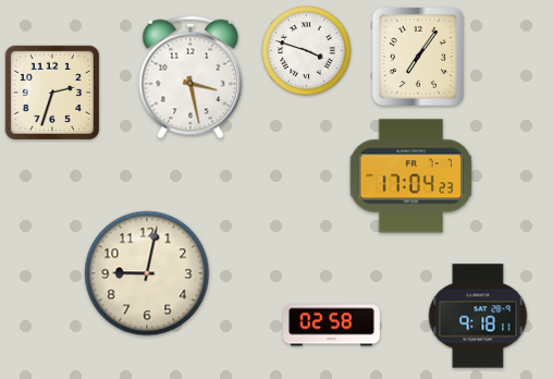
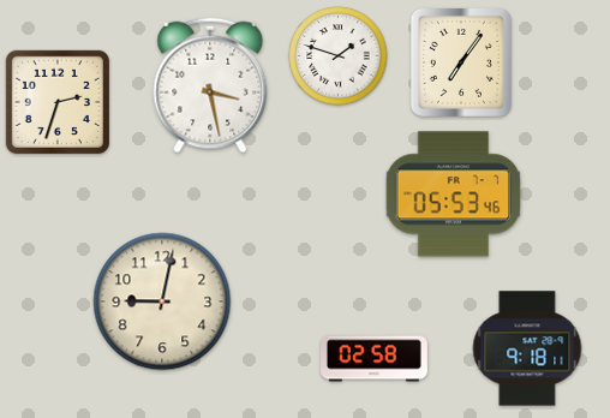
clock at (307, 51): 3:48 -> 1:48
clock at (411, 176): 17:04 -> 05:53
clock at (332, 326) position: (332, 326) -> (375, 359)
